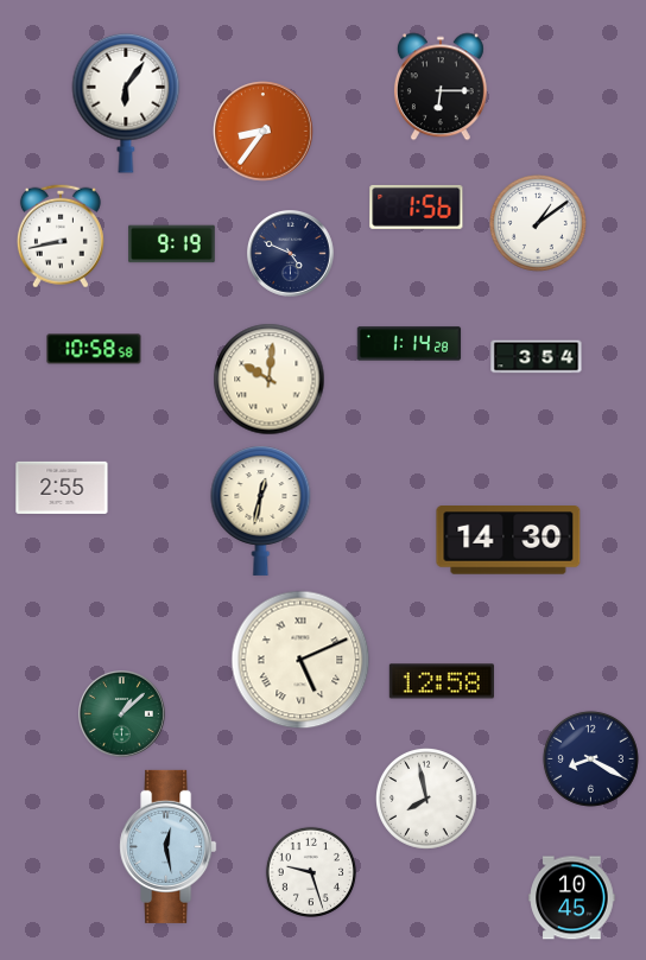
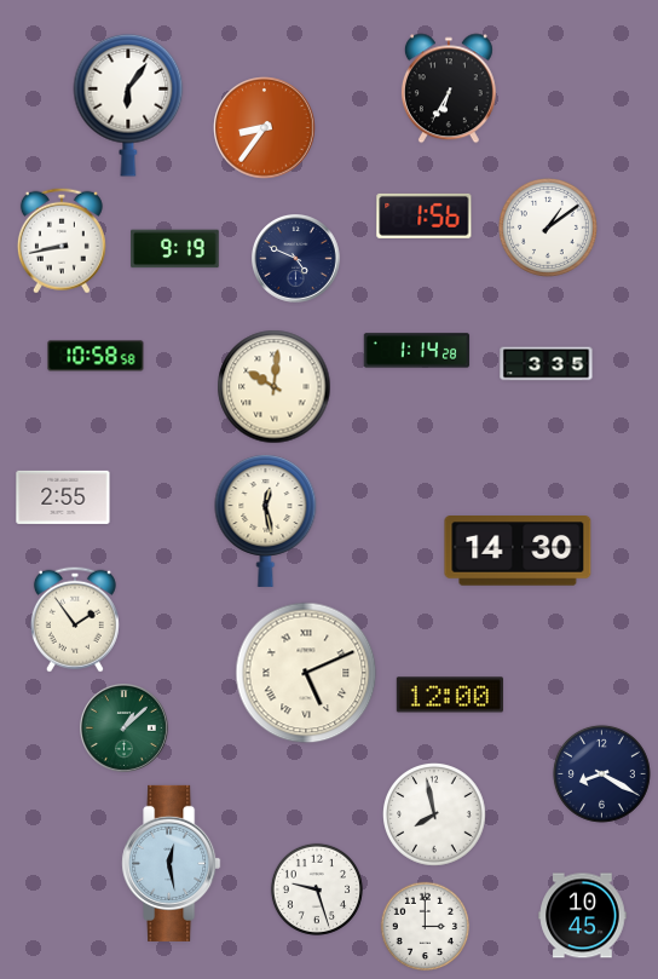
clock at (441, 87): 6:15 -> 6:35
clock at (264, 132) position: (264, 132) -> (265, 128)
clock at (417, 206) position: (417, 206) -> (425, 215)
clock at (537, 357): 3:54 -> 3:35
clock at (261, 510): 12:32 -> 12:28
clock at (75, 620): none -> 1:54
clock at (442, 681): 12:58 -> 12:00
clock at (426, 927): none -> 3:00
